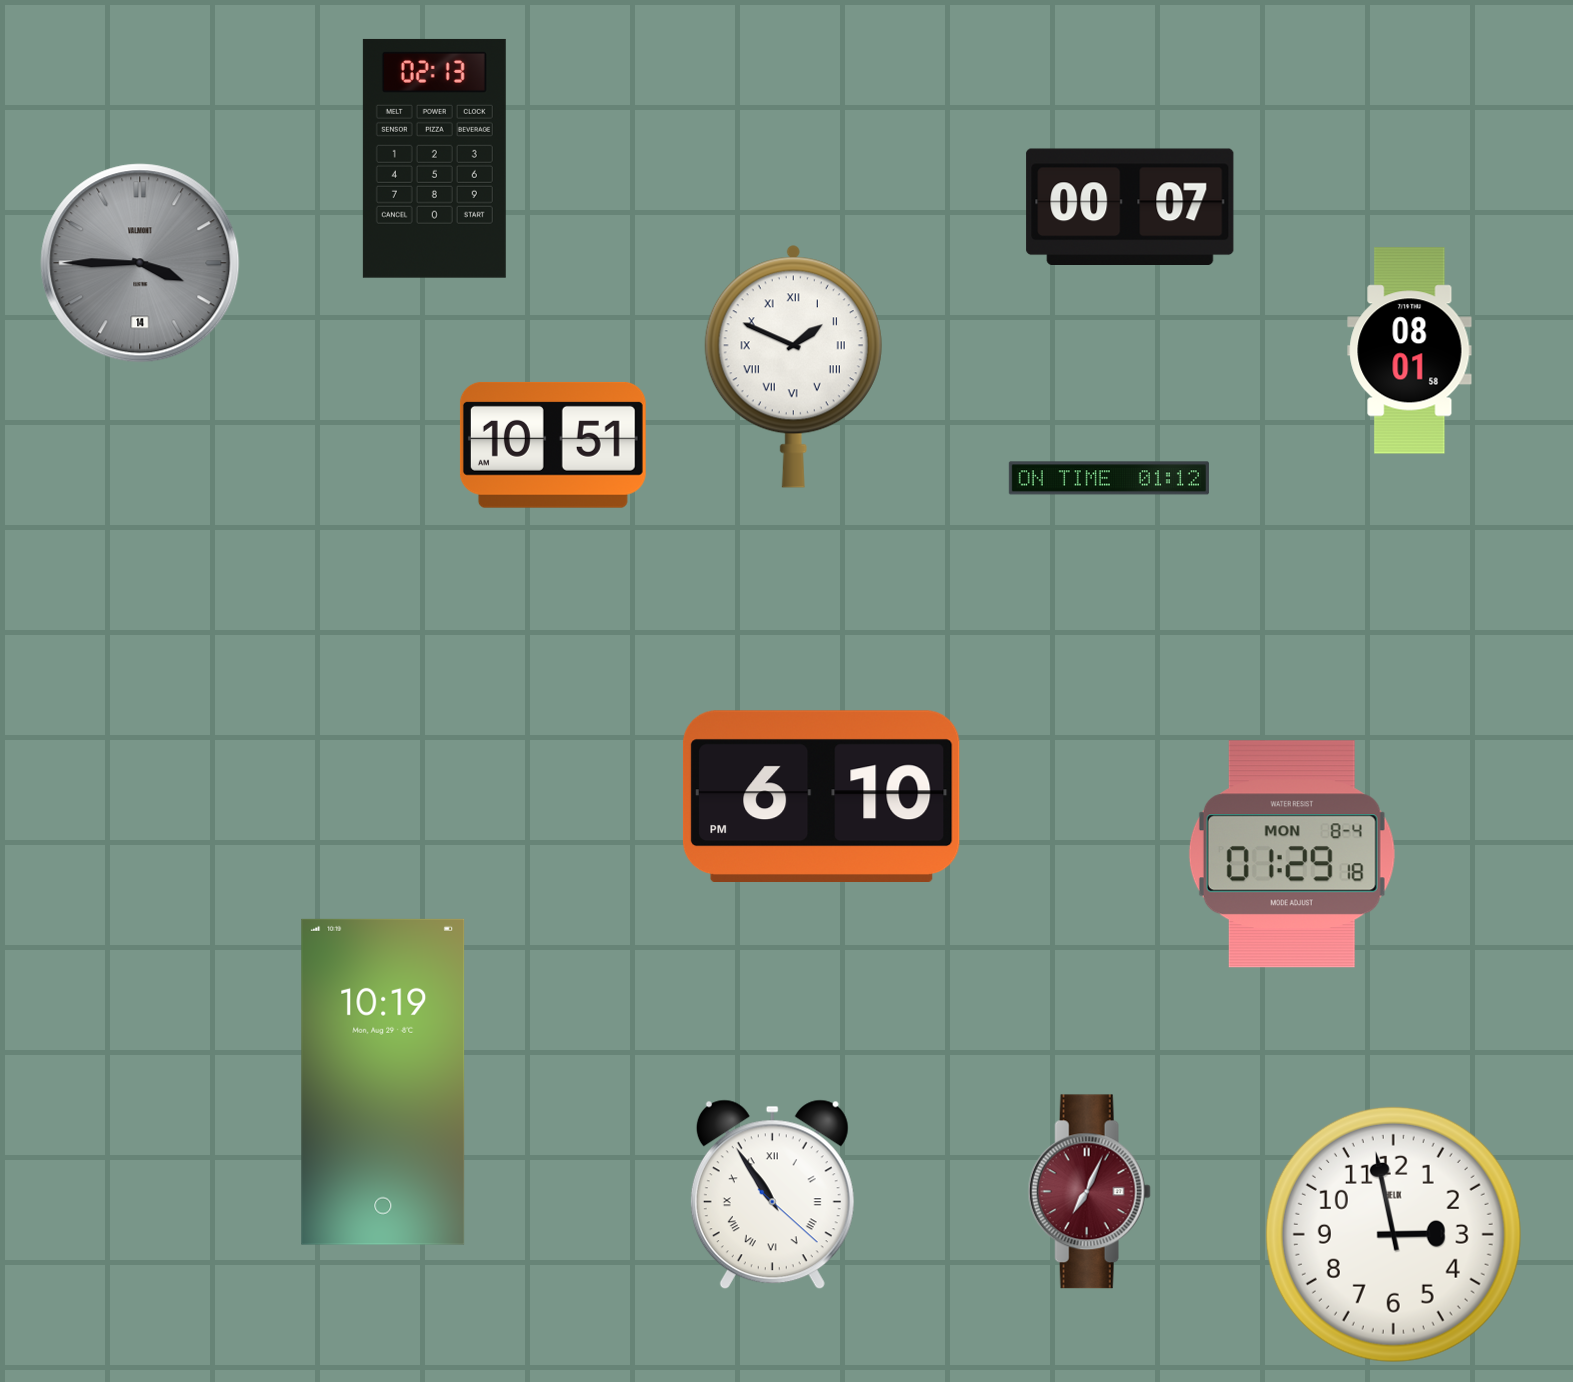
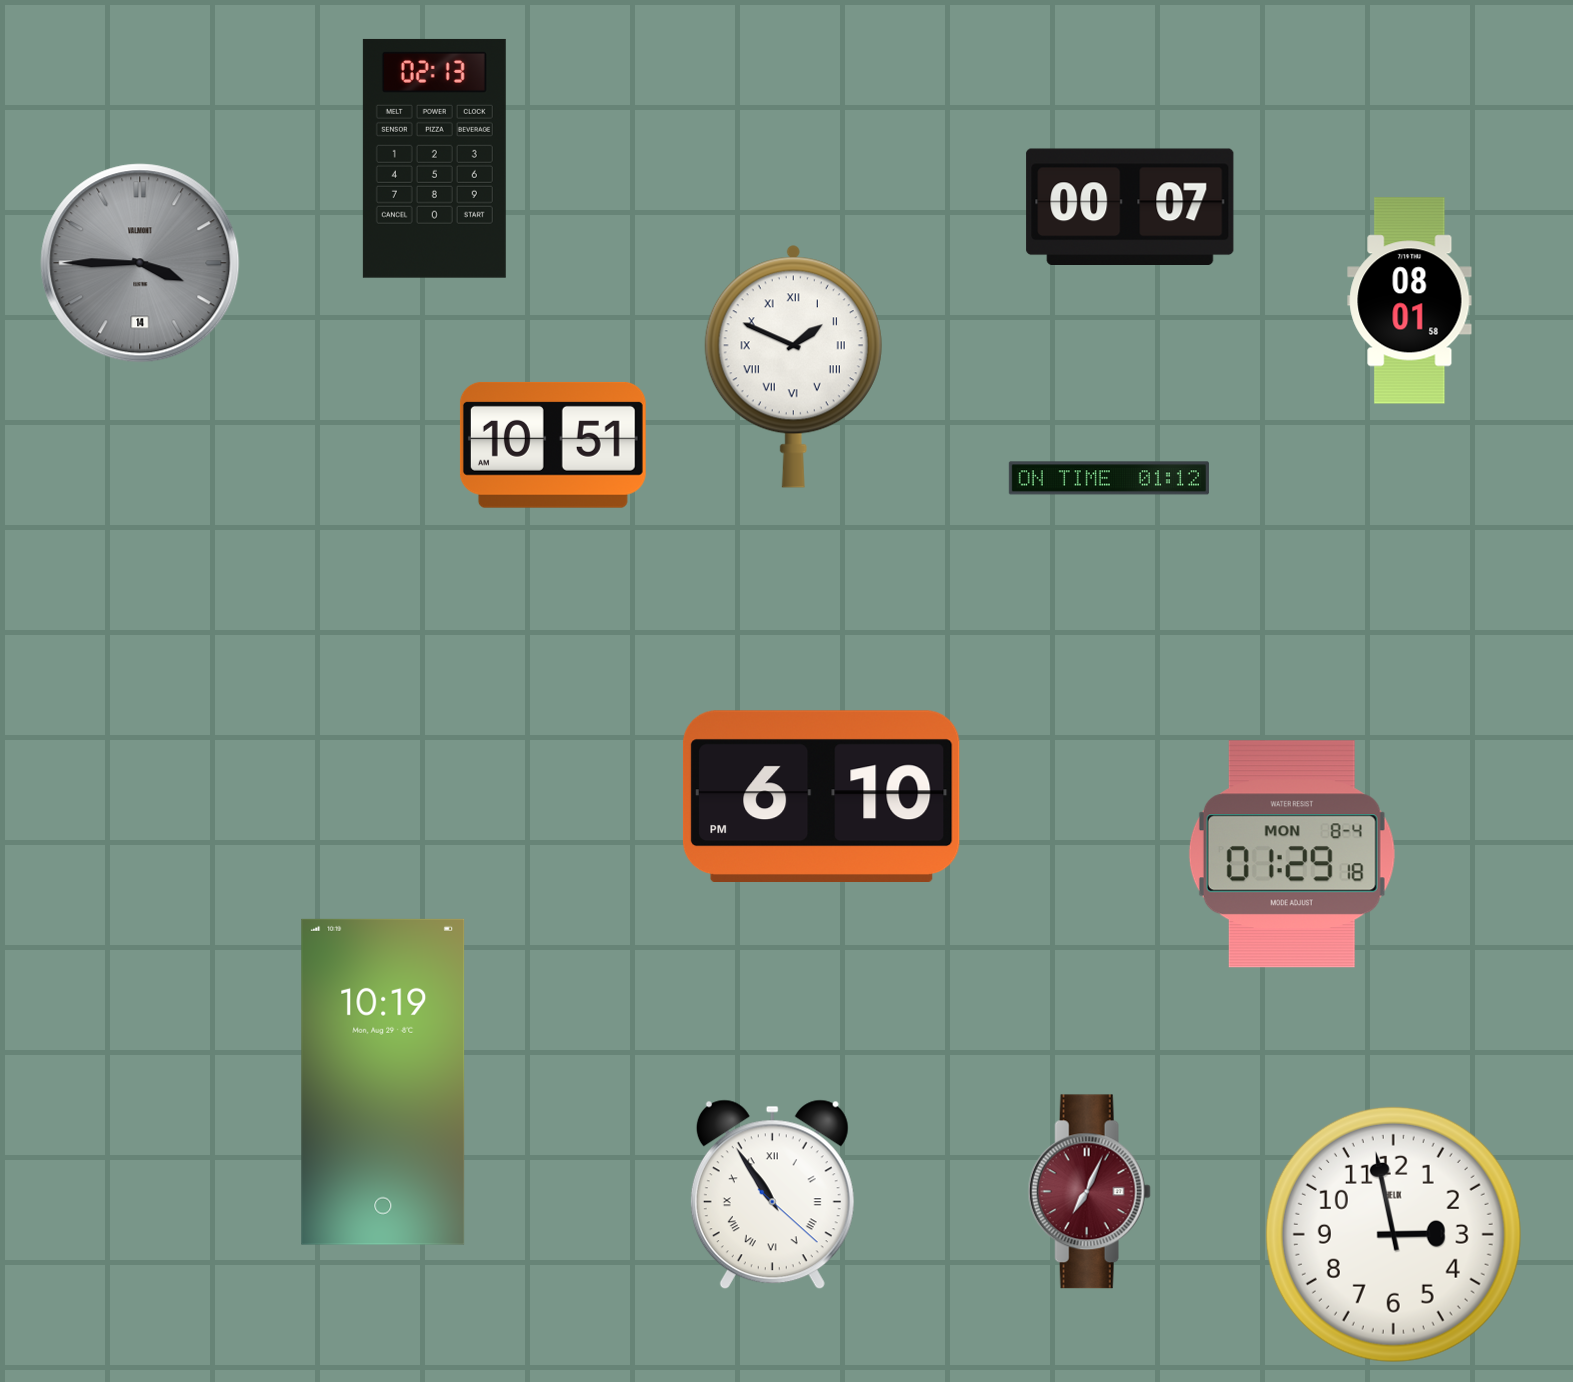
clock at (1410, 351) position: (1410, 351) -> (1410, 301)
